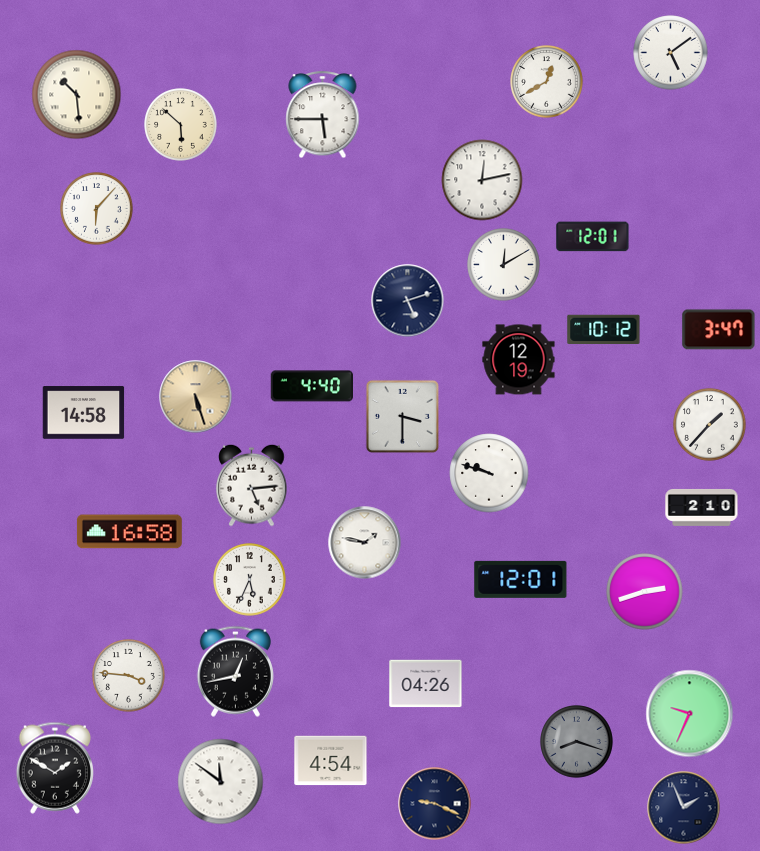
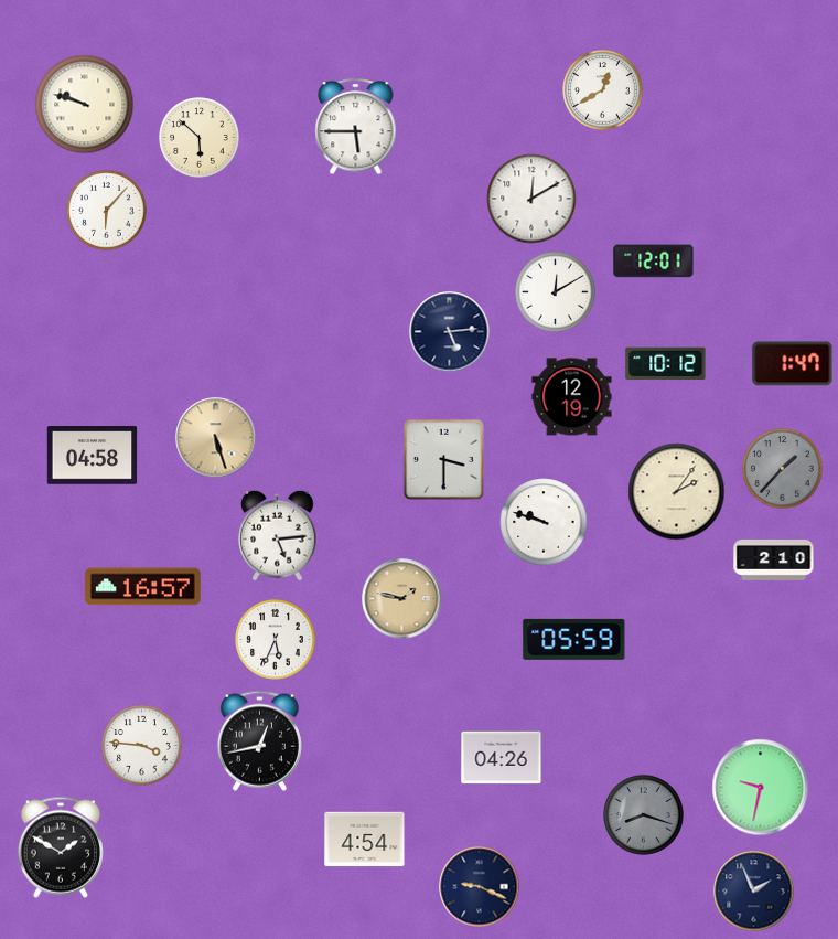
clock at (671, 53): 5:09 -> none
clock at (77, 95): 10:29 -> 9:48
clock at (482, 180): 12:13 -> 12:10
clock at (97, 209) position: (97, 209) -> (107, 211)
clock at (408, 301): 5:12 -> 5:14
clock at (719, 330): 3:47 -> 1:47
clock at (311, 386): 4:40 -> none
clock at (84, 413): 14:58 -> 04:58
clock at (710, 425) dial: white -> grey
clock at (677, 492): none -> 2:06
clock at (489, 473) position: (489, 473) -> (544, 522)
clock at (129, 532): 16:58 -> 16:57
clock at (365, 543) dial: white -> champagne
clock at (521, 579): 12:01 -> 05:59
clock at (645, 592): 2:42 -> none
clock at (426, 684) position: (426, 684) -> (502, 758)
clock at (690, 714): 9:34 -> 9:32
clock at (577, 742) position: (577, 742) -> (644, 815)
clock at (221, 782): 11:51 -> none
